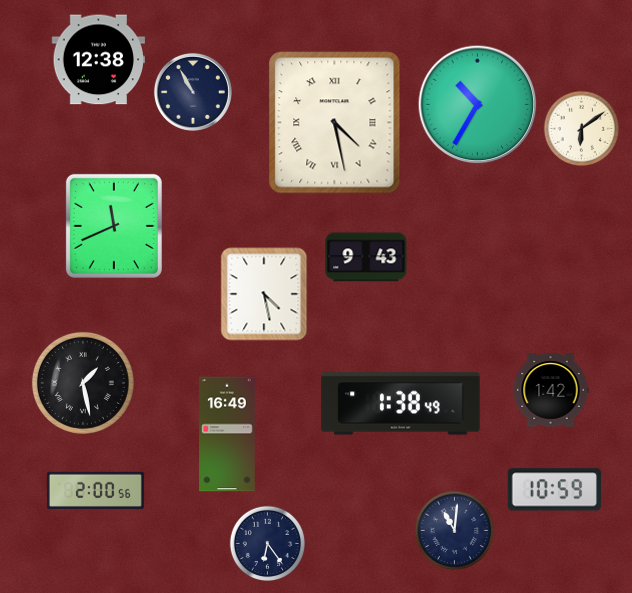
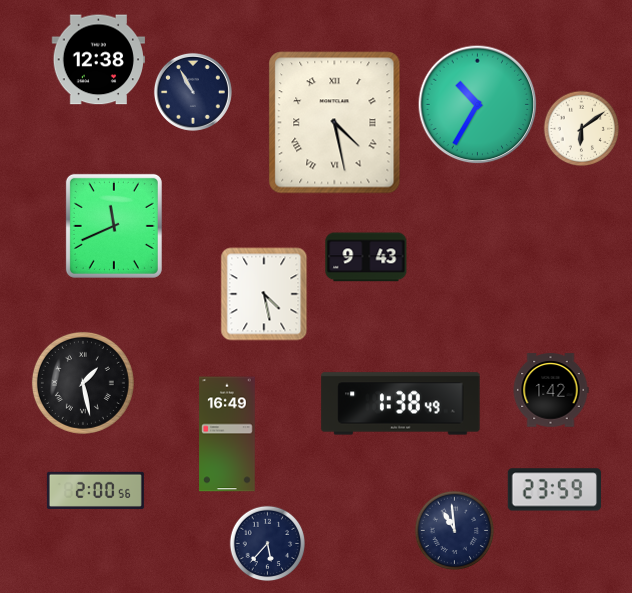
clock at (554, 490): 10:59 -> 23:59
clock at (455, 531): 11:01 -> 10:59
clock at (268, 544): 6:24 -> 5:37
